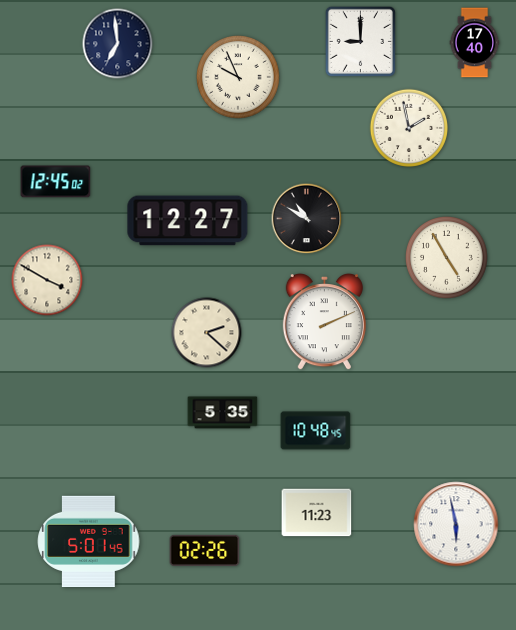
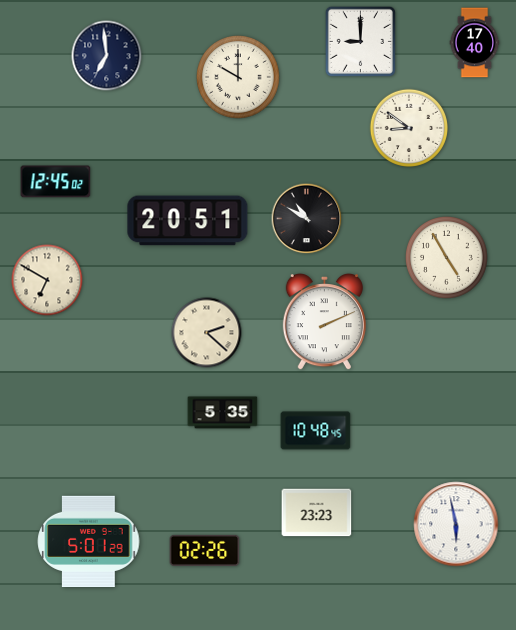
clock at (118, 44) position: (118, 44) -> (107, 56)
clock at (238, 77): 9:56 -> 10:00
clock at (409, 128): 1:58 -> 8:51
clock at (188, 221): 12:27 -> 20:51
clock at (47, 280): 3:50 -> 6:50
clock at (317, 513): 11:23 -> 23:23
clock at (89, 541): 5:01:45 -> 5:01:29
